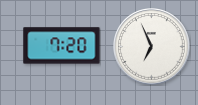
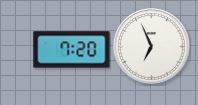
clock at (62, 46) position: (62, 46) -> (72, 50)
